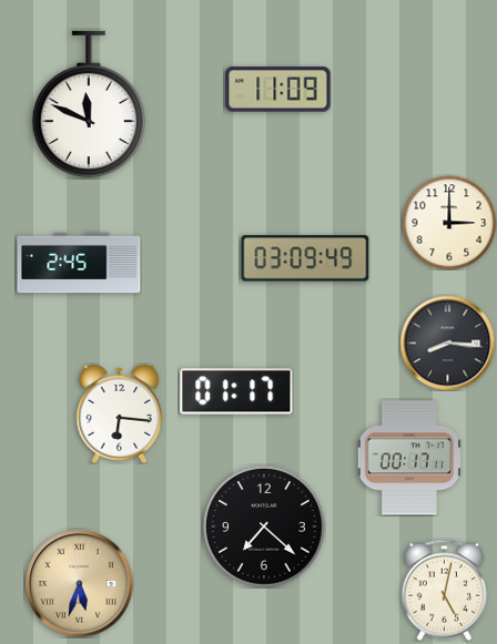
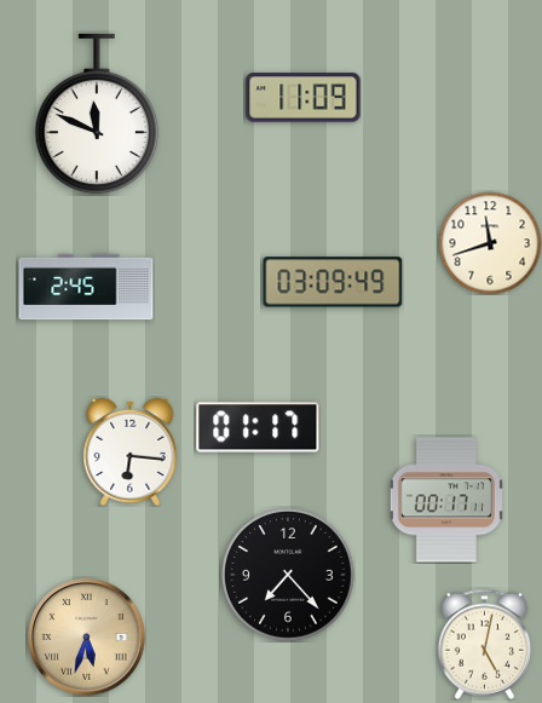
clock at (449, 223): 3:00 -> 11:42
clock at (447, 343): 8:16 -> none
clock at (264, 528): 7:22 -> 7:23
